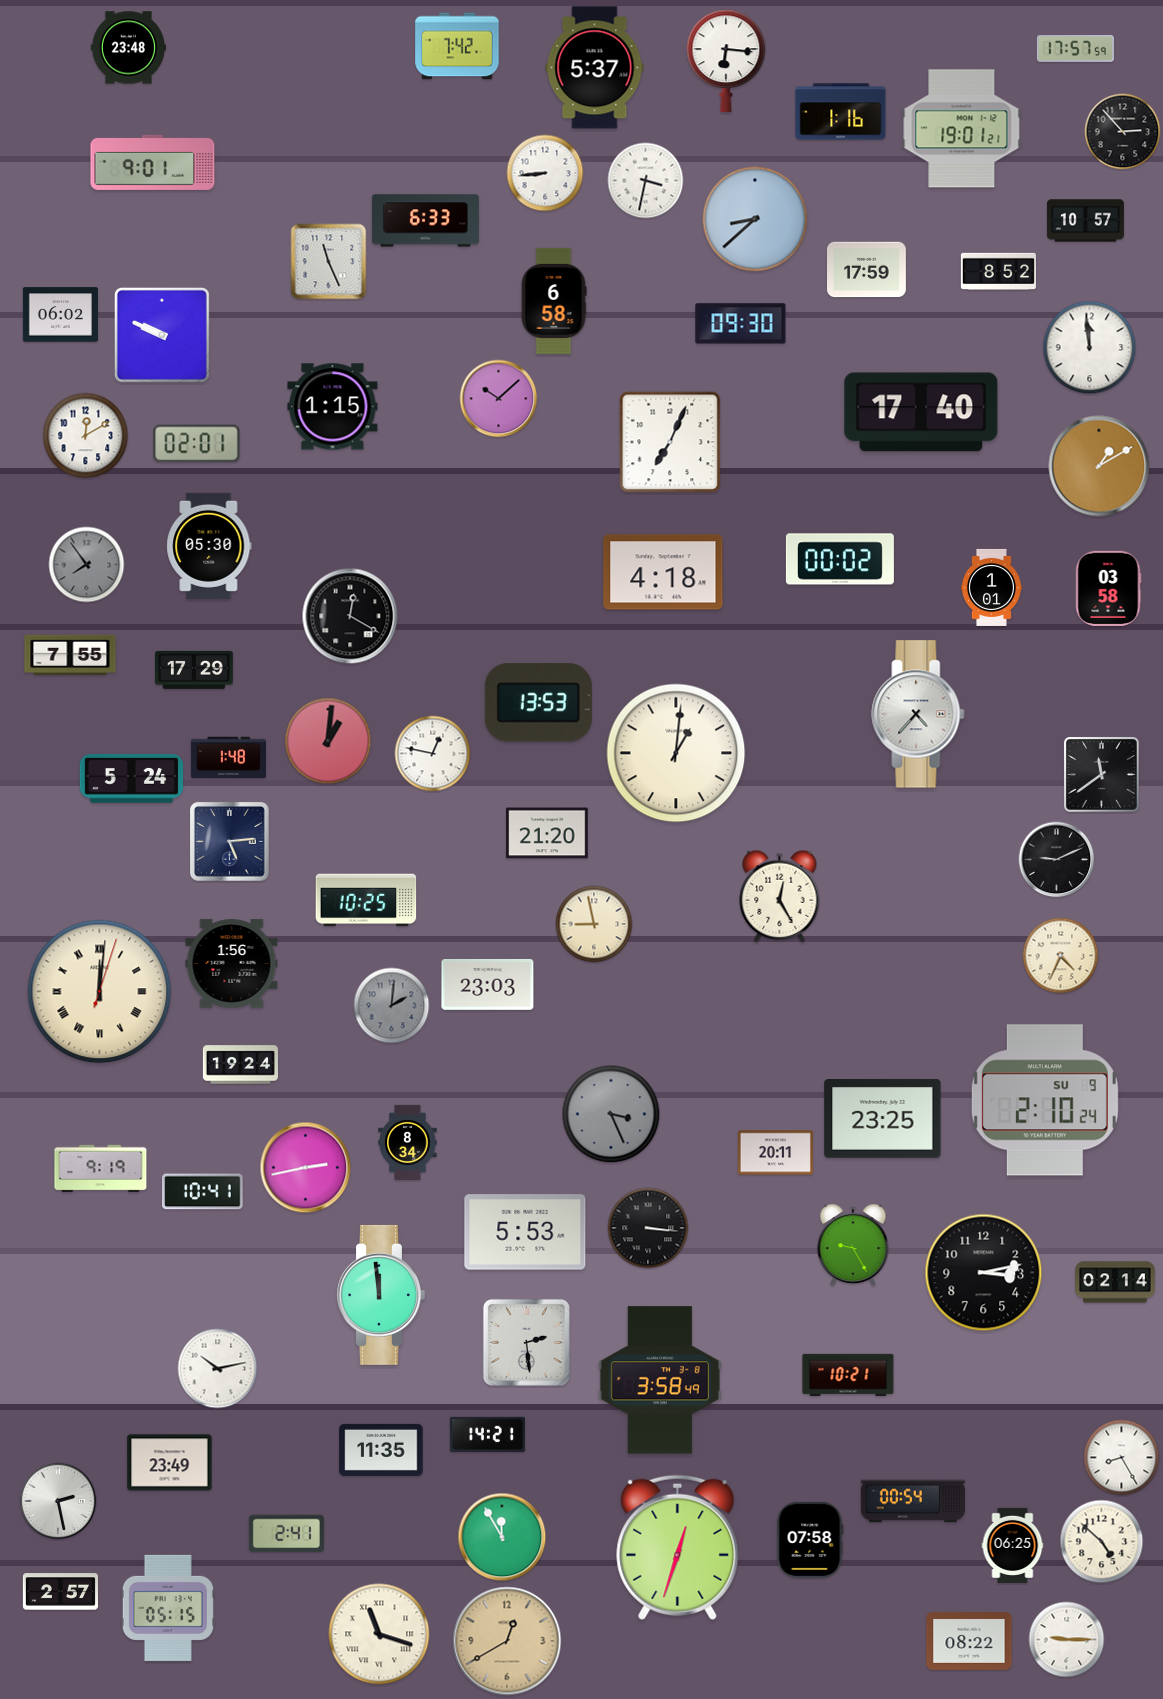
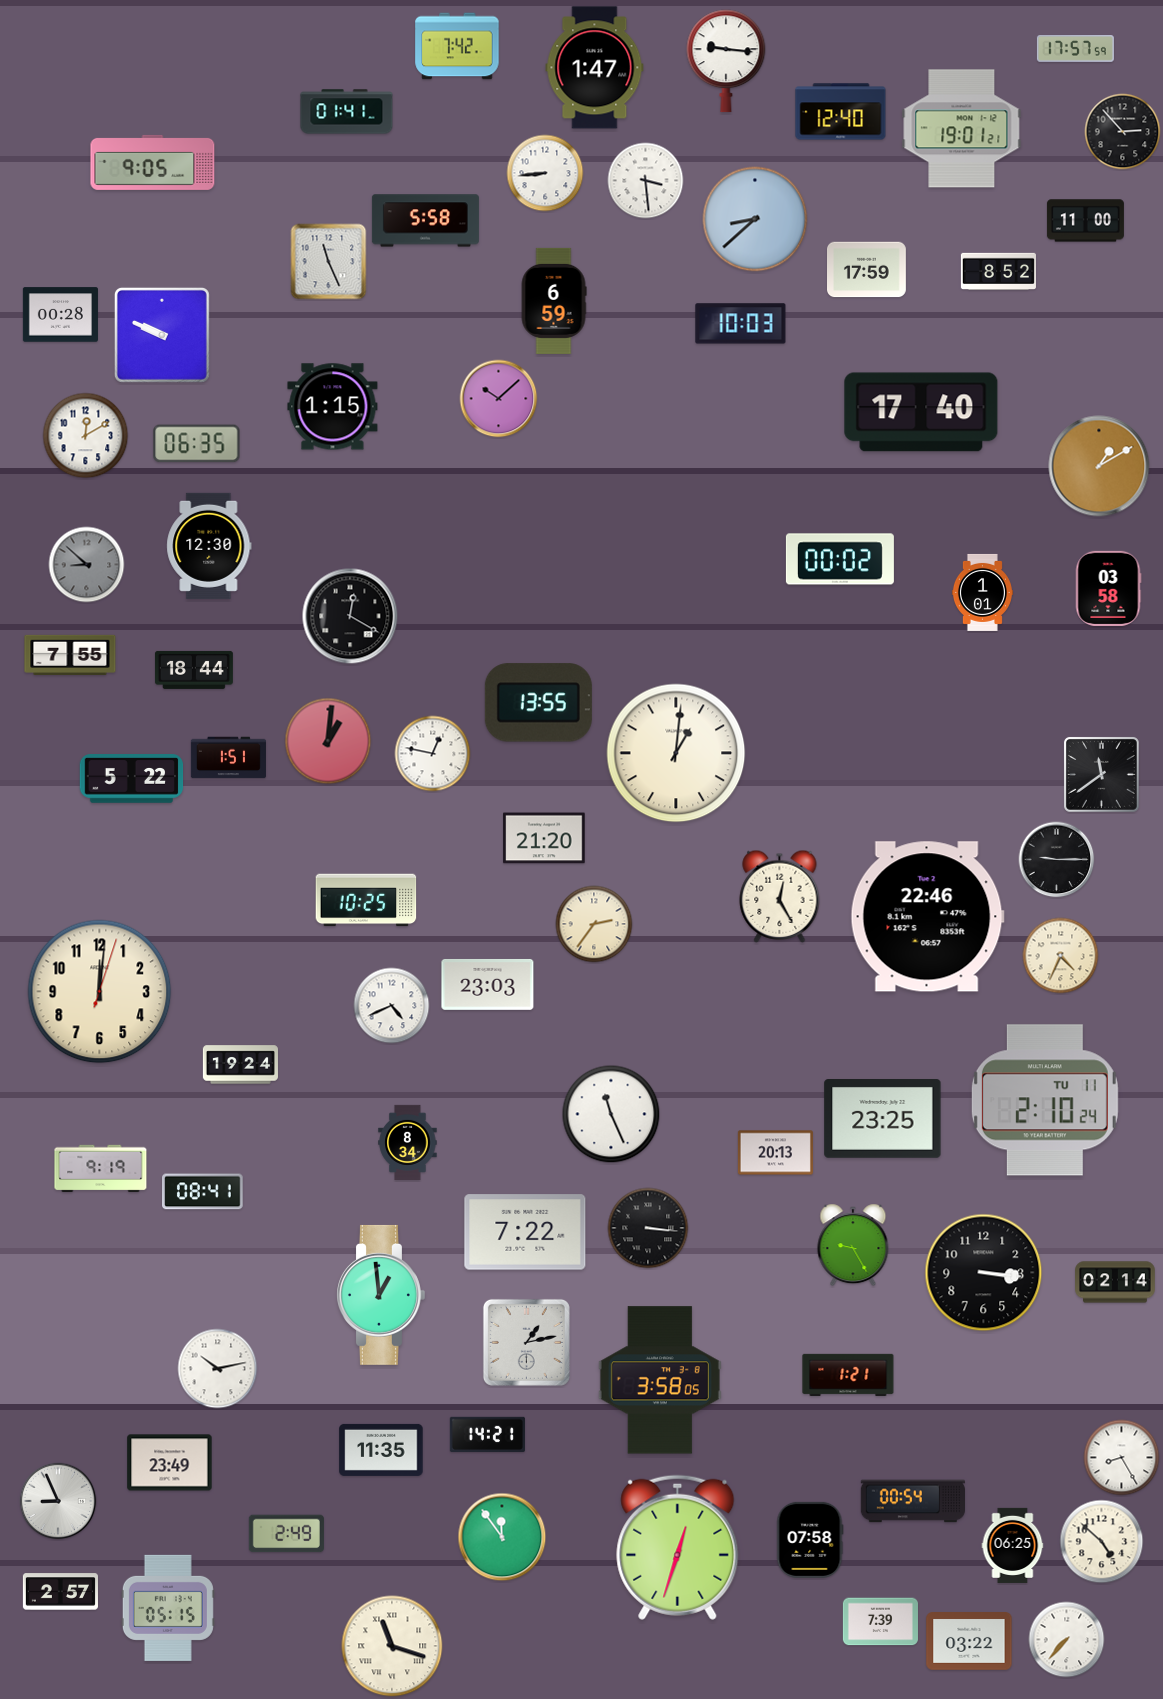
clock at (128, 48): 23:48 -> none
clock at (726, 61): 6:16 -> 9:16
clock at (595, 68): 5:37 -> 1:47
clock at (347, 112): none -> 01:41
clock at (841, 112): 1:16 -> 12:40
clock at (153, 162): 9:01 -> 9:05
clock at (646, 181): 3:32 -> 3:29
clock at (425, 221): 6:33 -> 5:58
clock at (1085, 221): 10:57 -> 11:00
clock at (554, 301): 6:58 -> 6:59
clock at (60, 315): 06:02 -> 00:28
clock at (741, 324): 09:30 -> 10:03
clock at (1090, 348): 11:59 -> none
clock at (670, 442): 7:04 -> none
clock at (197, 444): 02:01 -> 06:35
clock at (209, 546): 05:30 -> 12:30
clock at (87, 565): 7:54 -> 8:52
clock at (663, 572): 4:18 -> none
clock at (991, 587) position: (991, 587) -> (982, 592)
clock at (194, 670): 17:29 -> 18:44
clock at (538, 703): 13:53 -> 13:55
clock at (918, 714): 4:37 -> none
clock at (228, 758): 1:48 -> 1:51
clock at (132, 779): 5:24 -> 5:22
clock at (547, 833) position: (547, 833) -> (544, 838)
clock at (229, 841): 5:14 -> none
clock at (1057, 860): 9:11 -> 9:15
clock at (927, 917): none -> 22:46
clock at (594, 924): 8:58 -> 2:36
clock at (232, 964): 1:56 -> none
clock at (100, 992) numerals: Roman -> Arabic
clock at (392, 1006): 2:01 -> 4:41
clock at (392, 1006) dial: grey -> white
clock at (1045, 1100) date: SU 9 -> TU 11
clock at (611, 1114): 3:26 -> 11:26
clock at (611, 1114) dial: grey -> white
clock at (775, 1153): 20:11 -> 20:13
clock at (306, 1168): 2:43 -> none
clock at (203, 1192): 10:41 -> 08:41
clock at (525, 1232): 5:53 -> 7:22
clock at (984, 1273): 3:13 -> 3:16
clock at (381, 1295): 11:59 -> 12:59
clock at (526, 1342): 2:29 -> 1:13
clock at (848, 1375): 10:21 -> 1:21
clock at (660, 1380): 3:58:49 -> 3:58:05
clock at (58, 1501): 2:28 -> 8:56
clock at (286, 1534): 2:41 -> 2:49
clock at (502, 1537): 11:55 -> 11:54
clock at (880, 1622): none -> 7:39
clock at (379, 1634) position: (379, 1634) -> (392, 1646)
clock at (1067, 1640): 9:15 -> 7:37
clock at (507, 1641): 12:40 -> none
clock at (969, 1642): 08:22 -> 03:22
